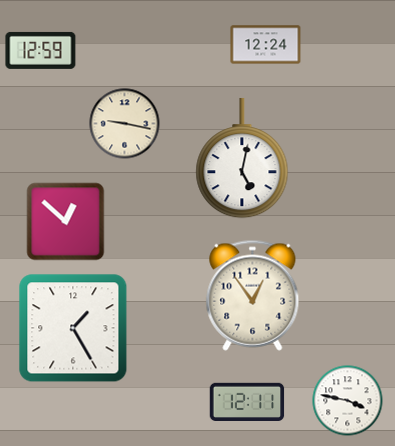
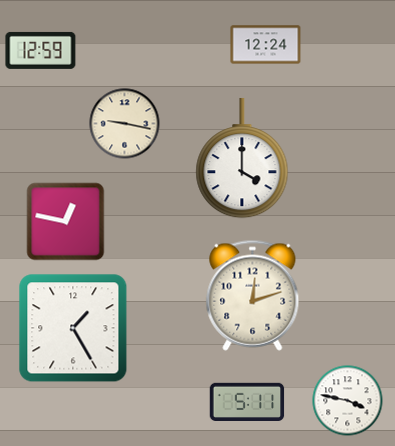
clock at (242, 158): 5:02 -> 4:00
clock at (66, 222): 12:52 -> 12:47
clock at (253, 295): 12:54 -> 12:12
clock at (247, 402): 12:11 -> 5:11
